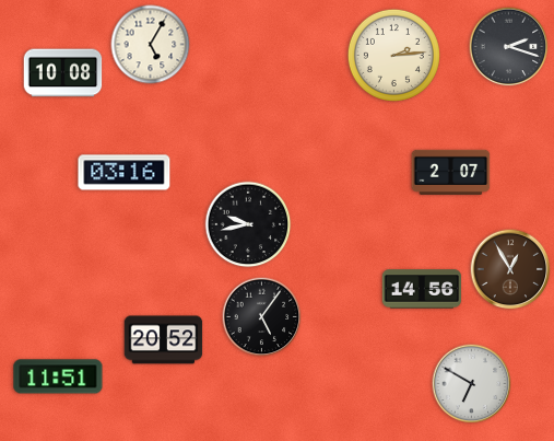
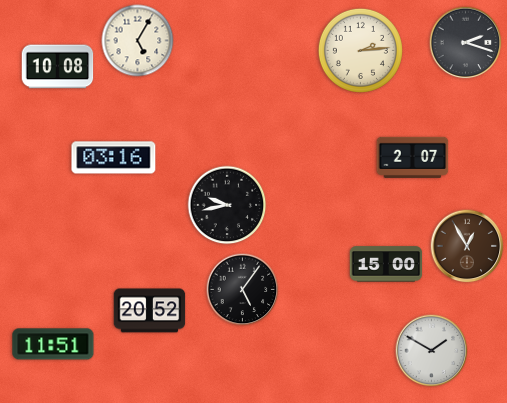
clock at (422, 289): 14:56 -> 15:00
clock at (262, 317) position: (262, 317) -> (243, 290)
clock at (472, 384): 6:50 -> 1:50
